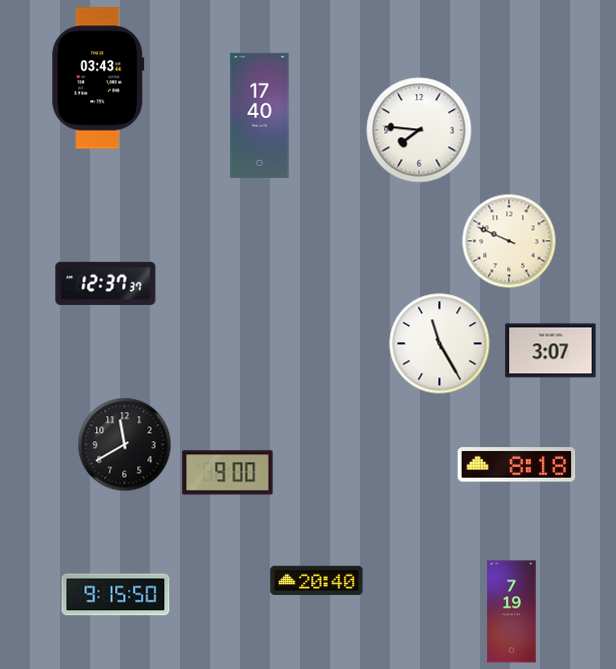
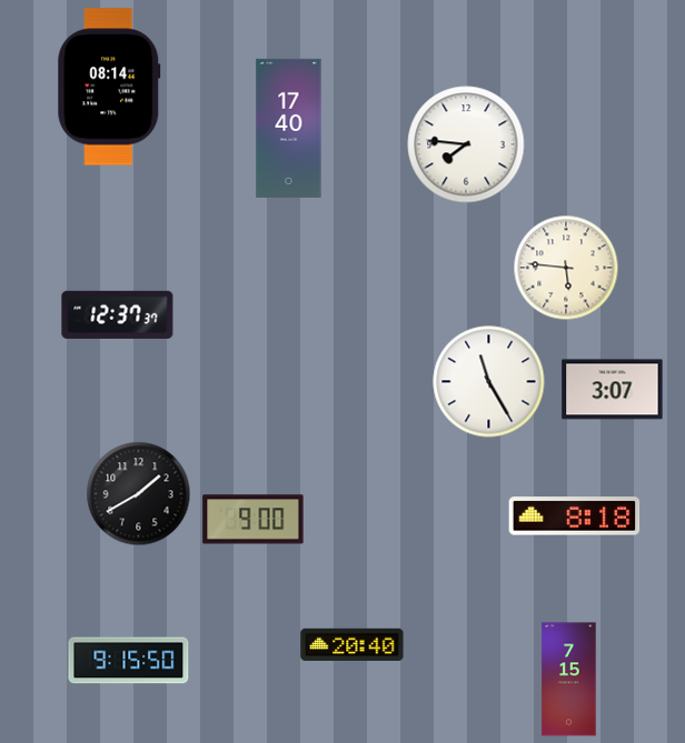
clock at (98, 78): 03:43 -> 08:14
clock at (509, 241): 9:49 -> 5:46
clock at (124, 444): 11:40 -> 1:40
clock at (228, 473) position: (228, 473) -> (254, 520)
clock at (512, 612): 7:19 -> 7:15
